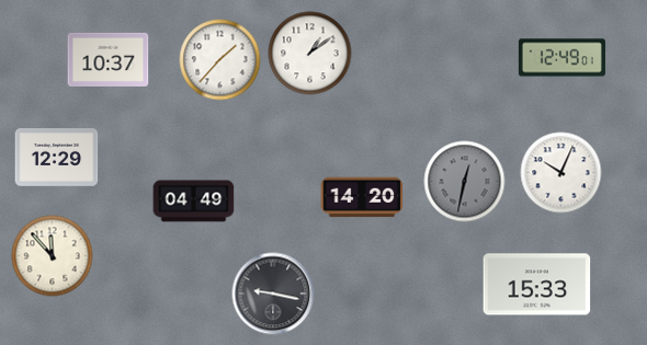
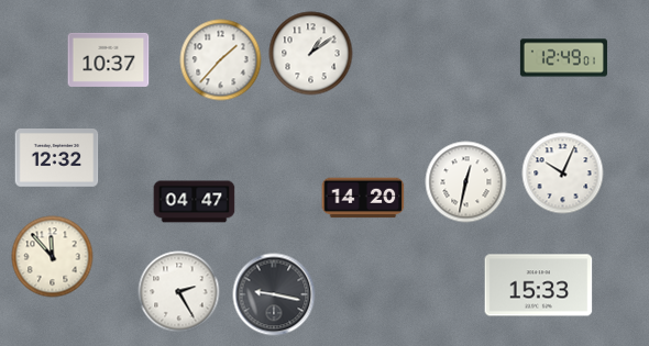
clock at (57, 158): 12:29 -> 12:32
clock at (465, 182) dial: grey -> white
clock at (194, 202): 04:49 -> 04:47
clock at (179, 292): none -> 2:25
